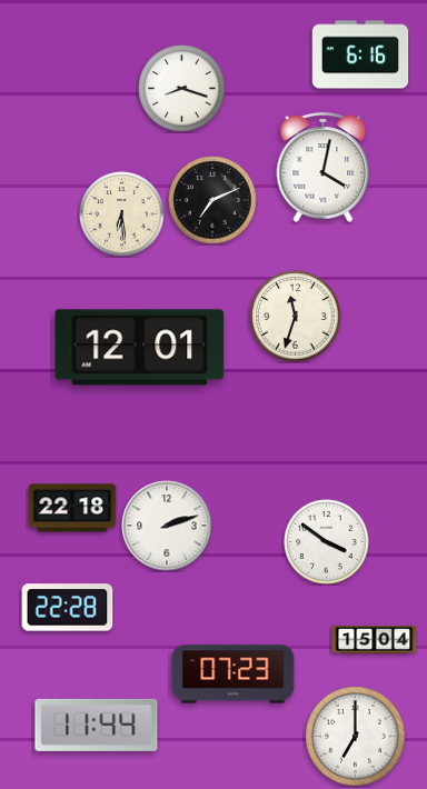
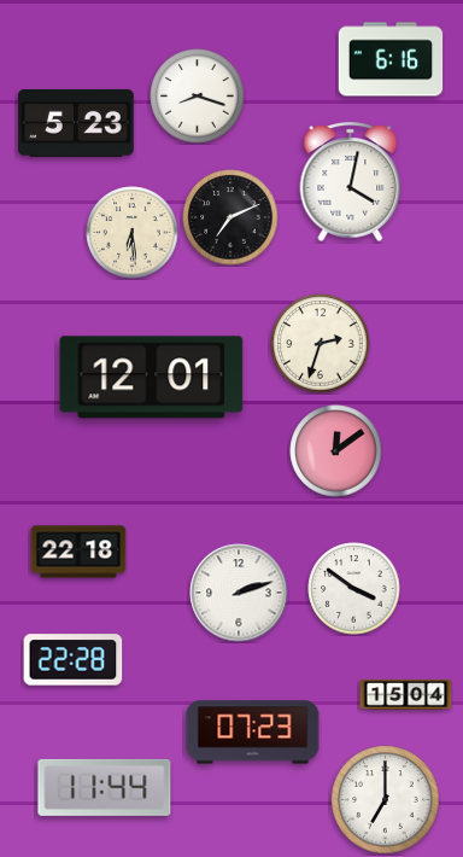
clock at (76, 123): none -> 5:23
clock at (296, 317): 11:33 -> 2:33
clock at (336, 451): none -> 12:09
clock at (167, 526) position: (167, 526) -> (239, 593)
